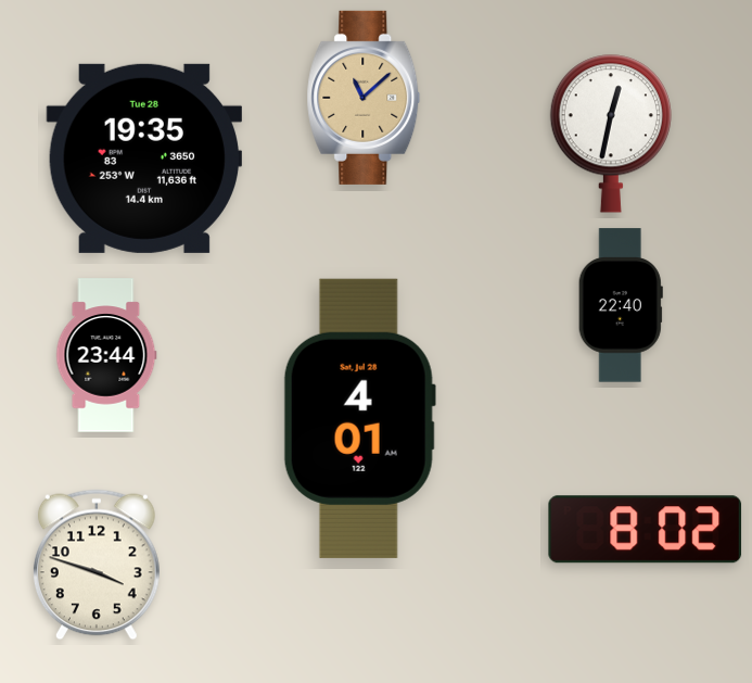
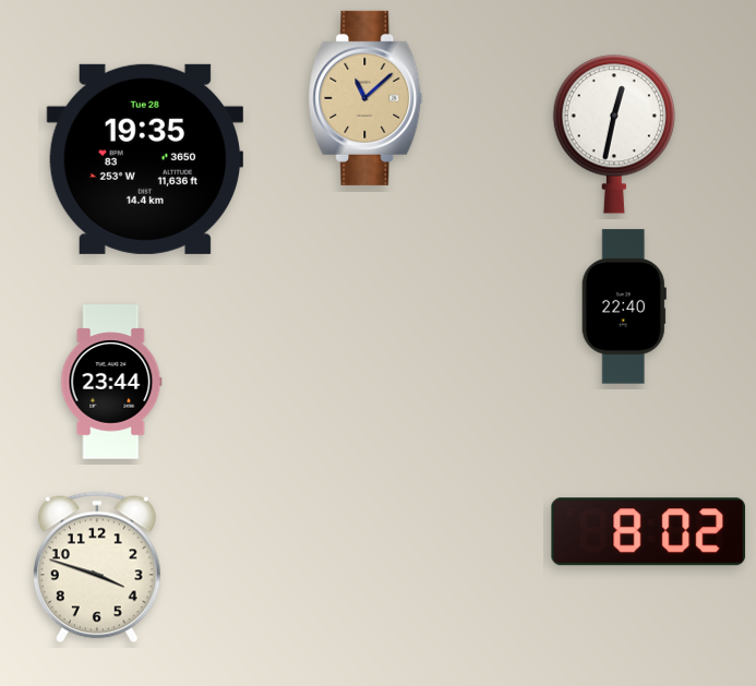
clock at (106, 355) position: (106, 355) -> (111, 382)
clock at (359, 418): 4:01 -> none
